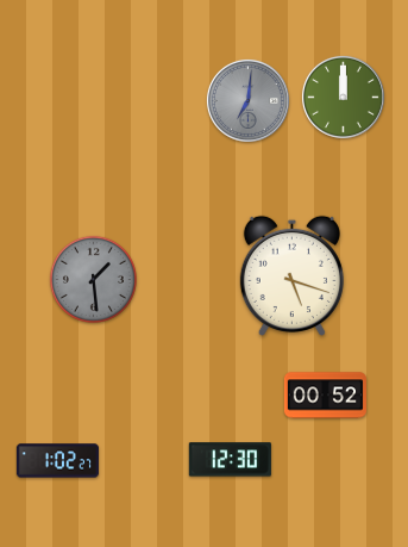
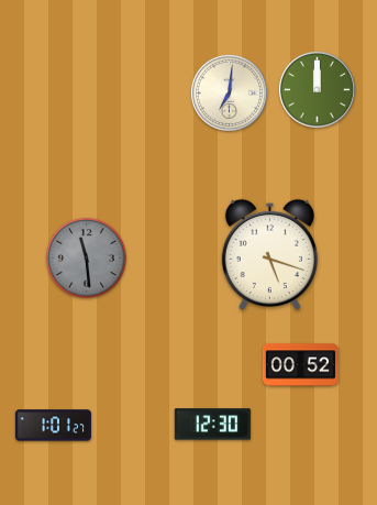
clock at (247, 100) dial: grey -> cream
clock at (93, 279): 1:29 -> 11:29
clock at (57, 461): 1:02 -> 1:01
